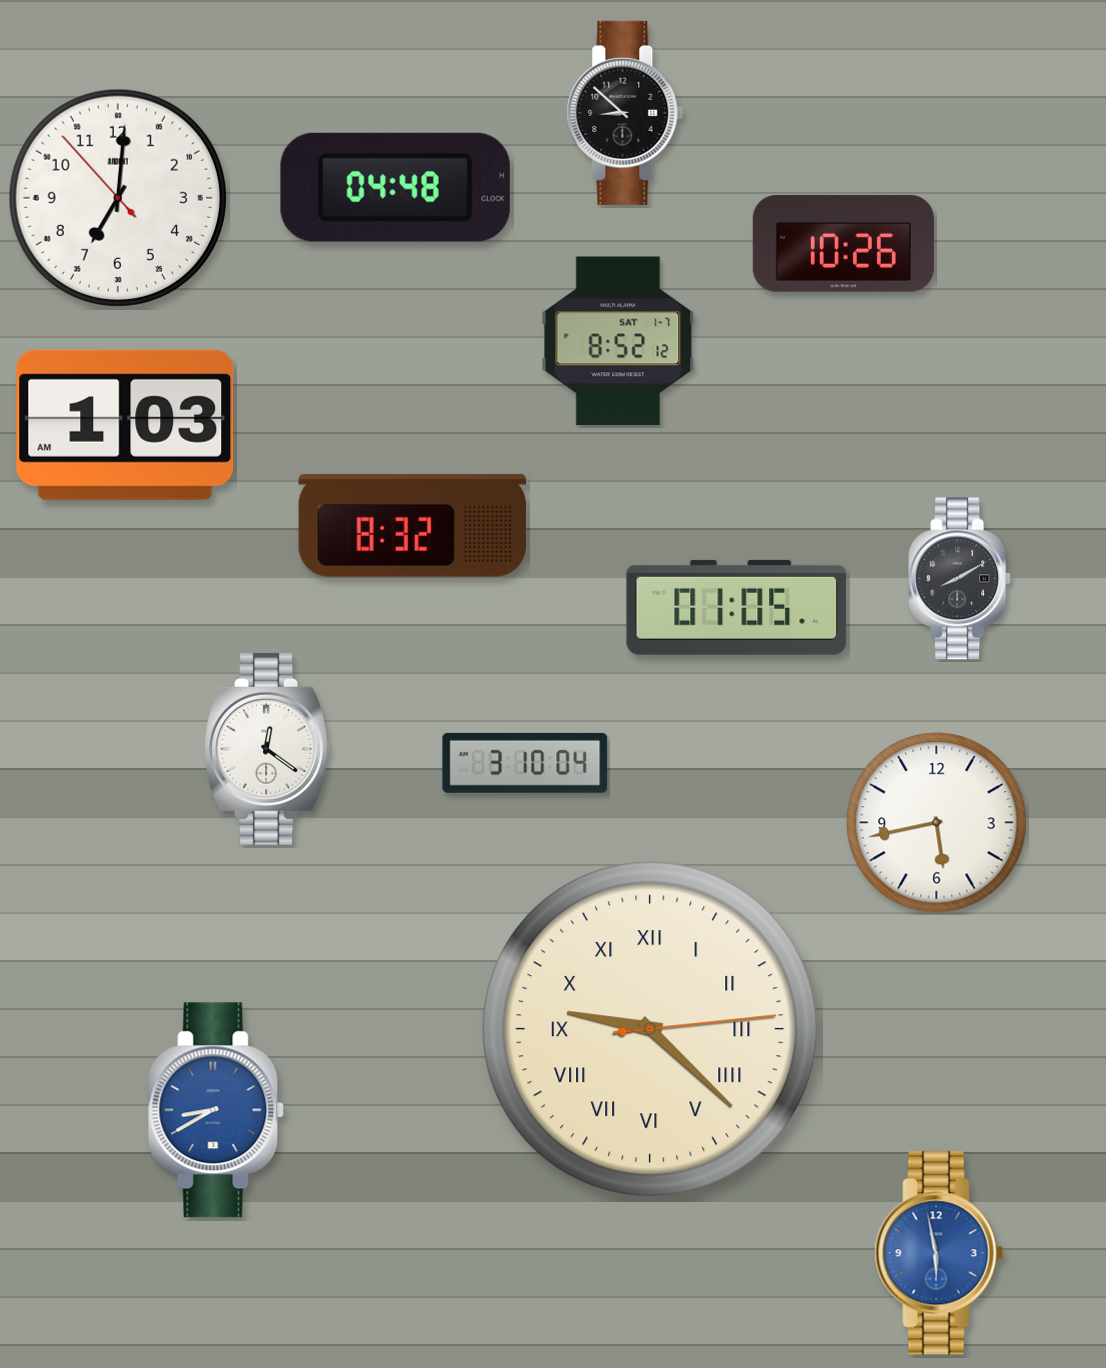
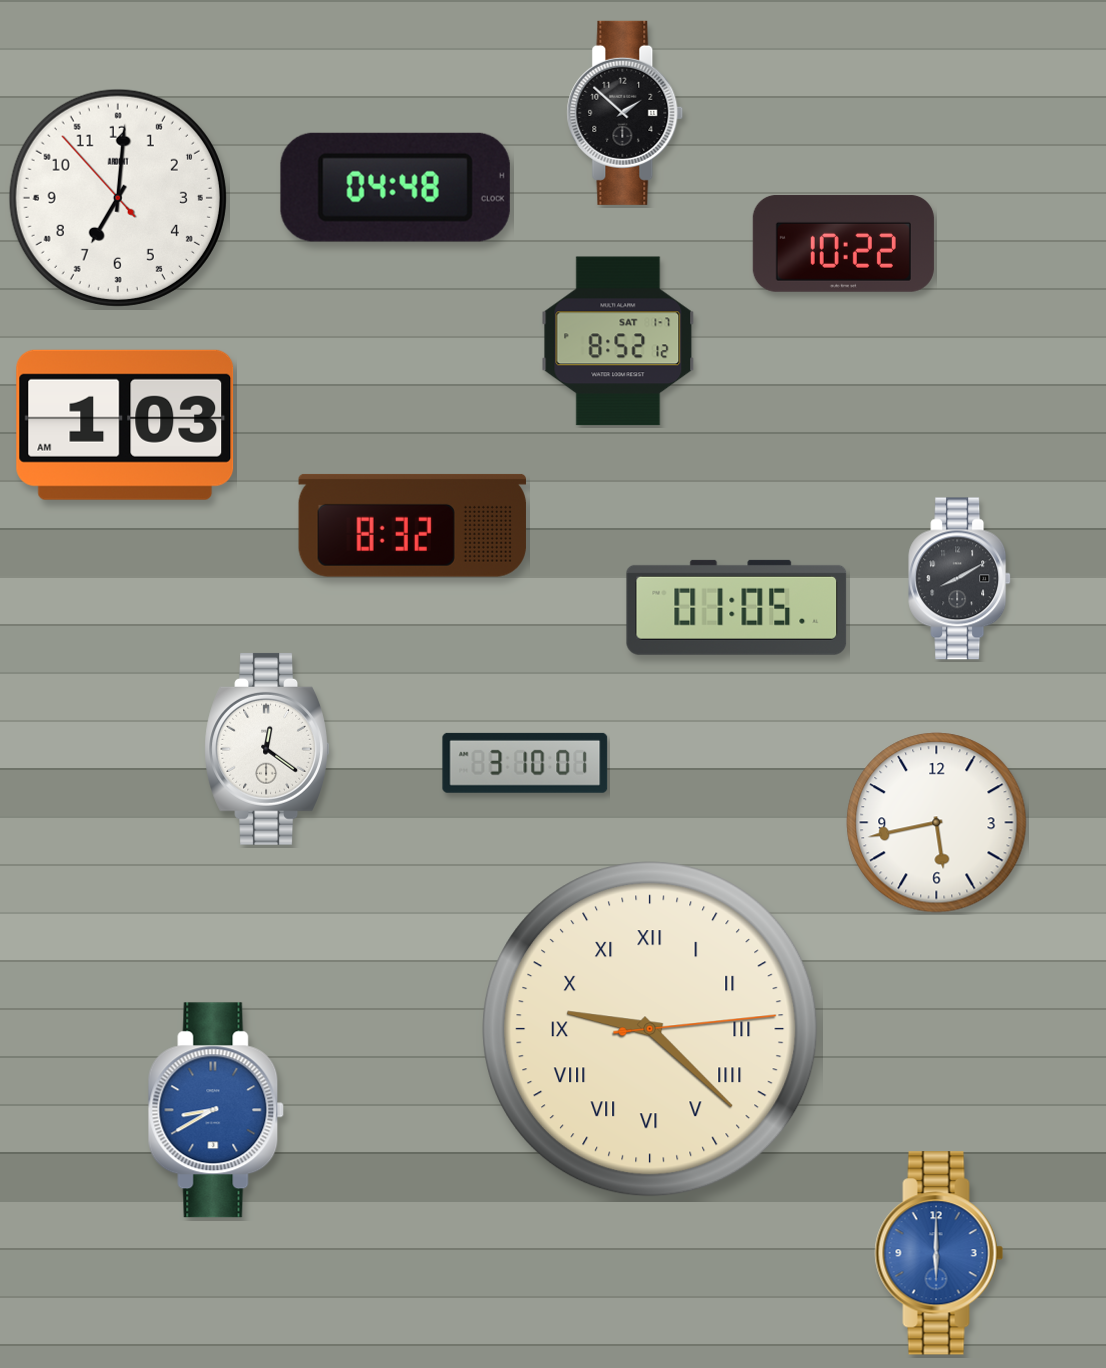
clock at (625, 113): 8:52 -> 1:52
clock at (843, 243): 10:26 -> 10:22
clock at (525, 763): 3:10:04 -> 3:10:01
clock at (939, 1253): 5:58 -> 6:00
